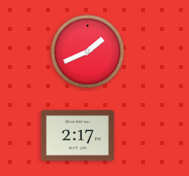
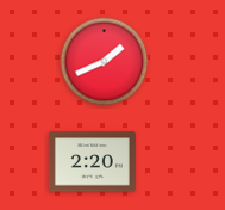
clock at (77, 136): 2:17 -> 2:20
